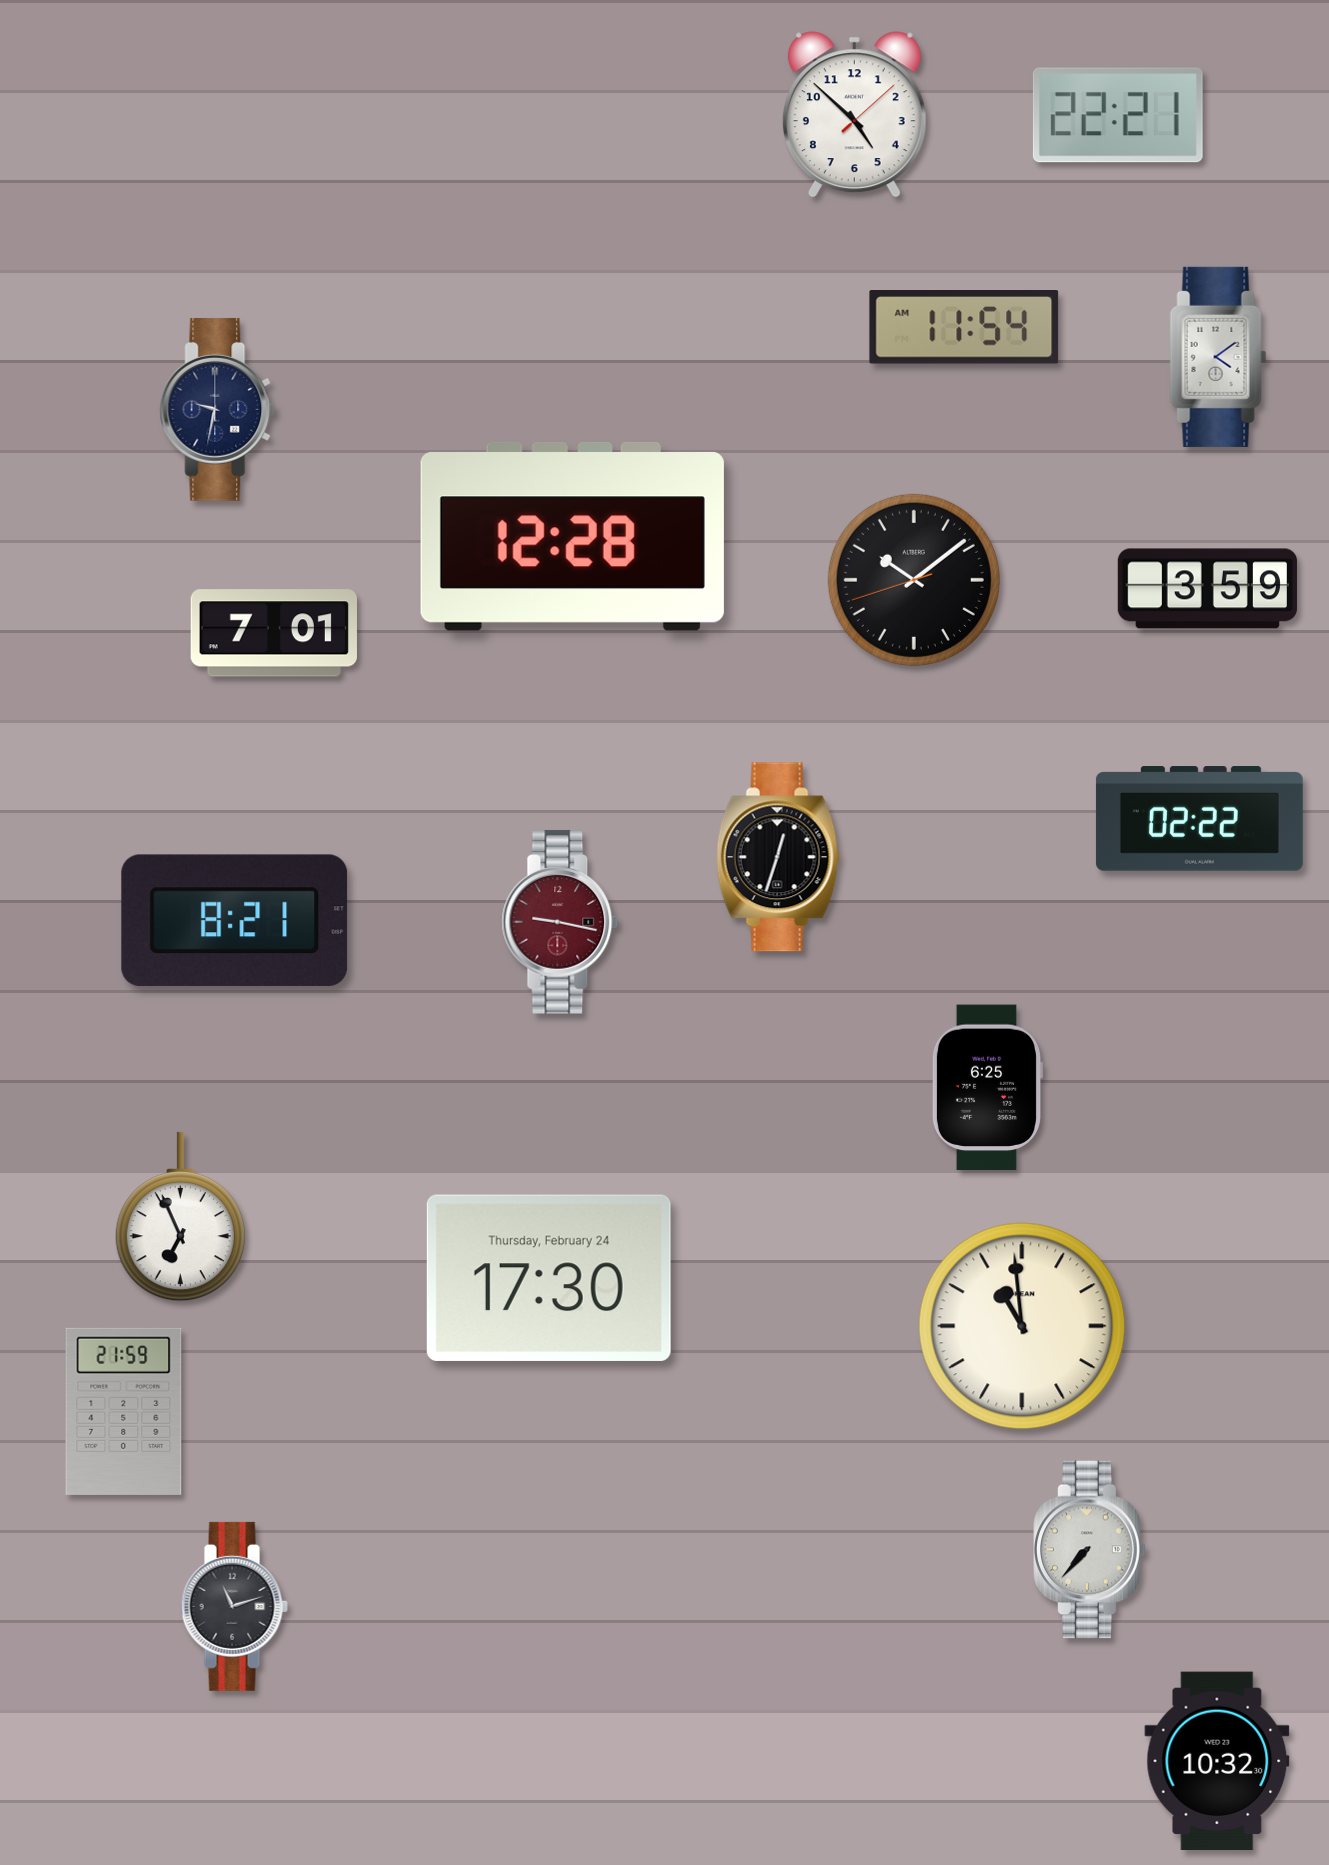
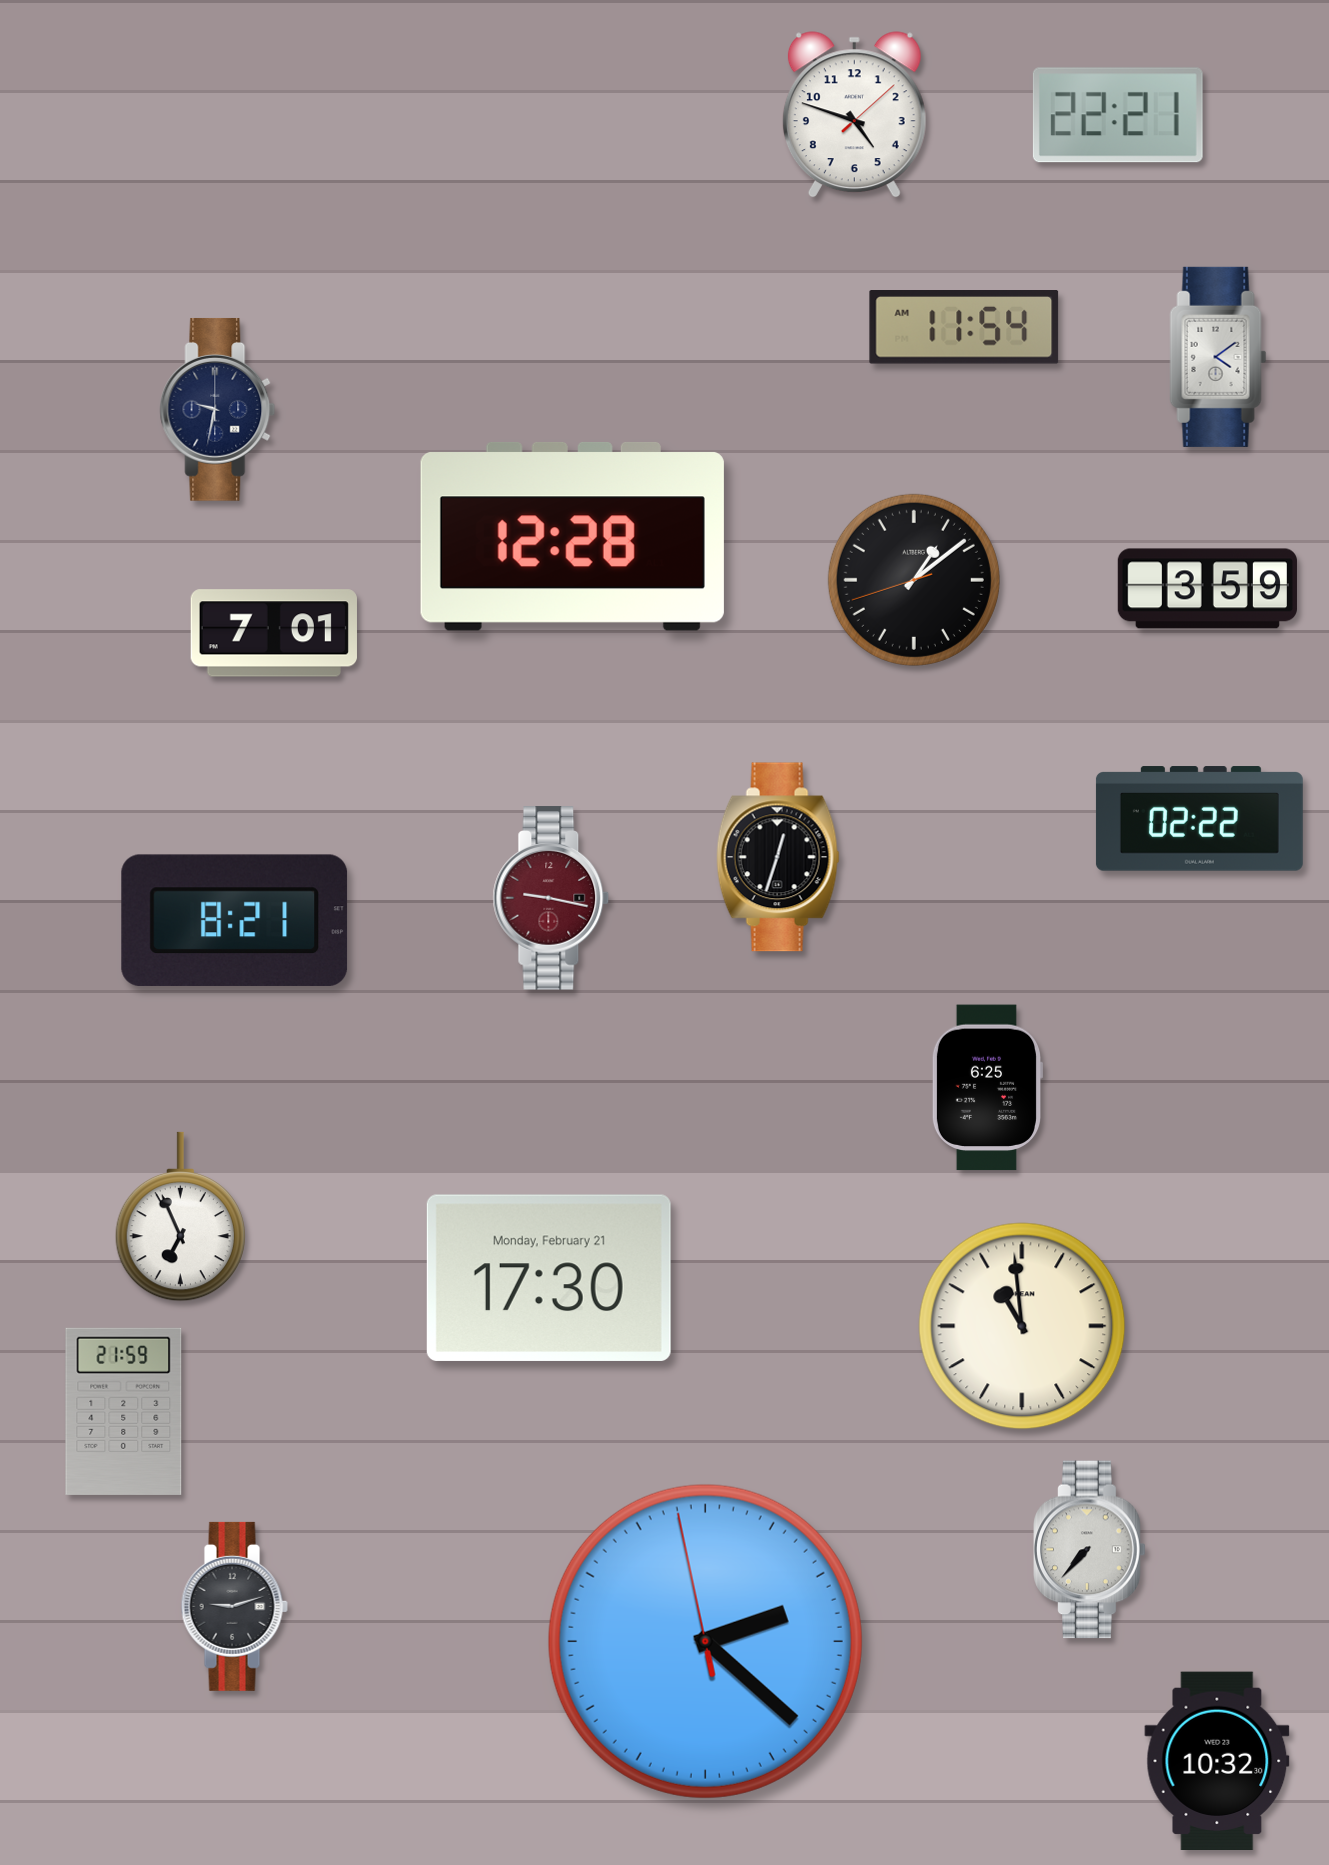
clock at (854, 115): 4:52 -> 4:48
clock at (914, 580): 10:08 -> 1:08
clock at (560, 922) position: (560, 922) -> (551, 898)
clock at (549, 1278) date: Thursday, February 24 -> Monday, February 21
clock at (234, 1606): 11:12 -> 9:12
clock at (705, 1641): none -> 2:21
